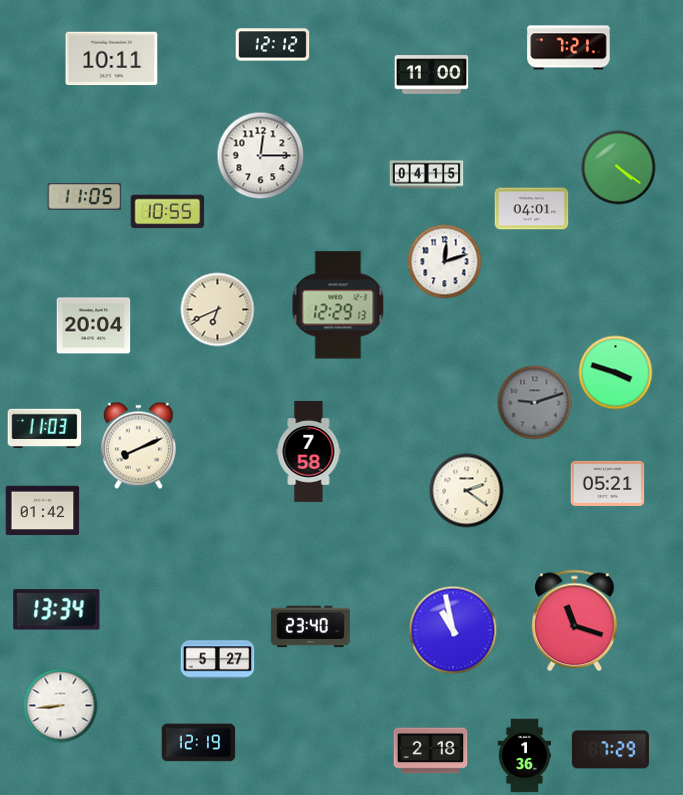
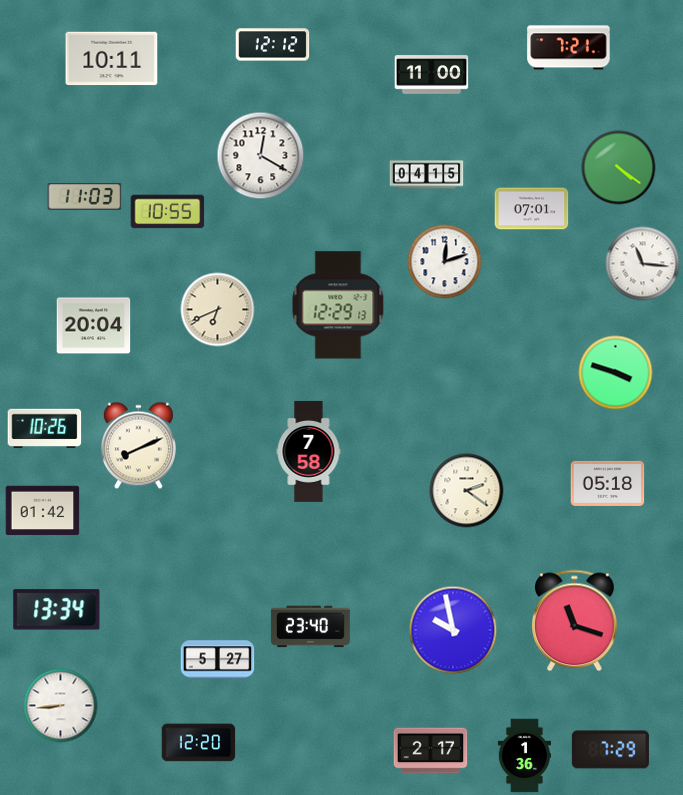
clock at (261, 156): 12:15 -> 12:20
clock at (85, 197): 11:05 -> 11:03
clock at (532, 209): 04:01 -> 07:01
clock at (643, 264): none -> 11:16
clock at (535, 403): 9:12 -> none
clock at (45, 429): 11:03 -> 10:26
clock at (608, 483): 05:21 -> 05:18
clock at (453, 630): 10:58 -> 9:58
clock at (199, 743): 12:19 -> 12:20
clock at (431, 751): 2:18 -> 2:17
